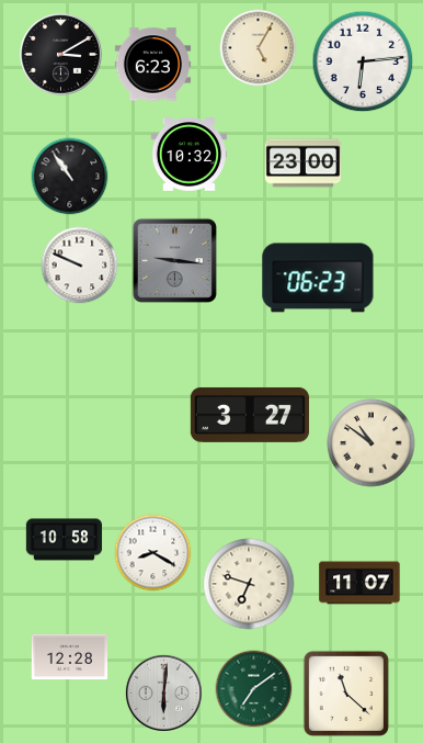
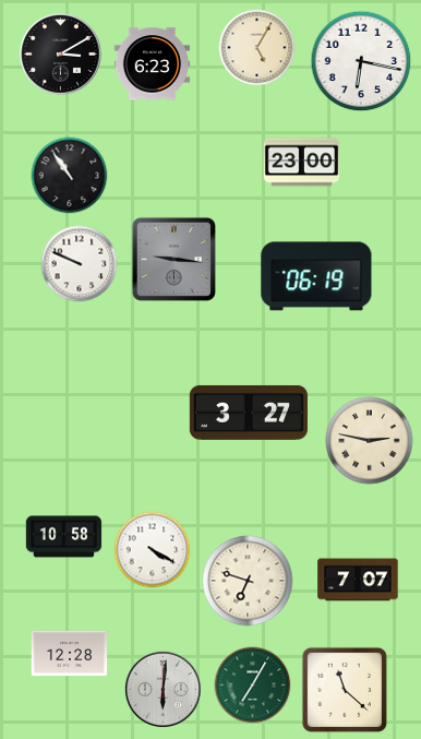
clock at (363, 61): 6:14 -> 6:17
clock at (190, 155): 10:32 -> none
clock at (318, 278): 06:23 -> 06:19
clock at (371, 443): 10:51 -> 2:47
clock at (153, 553): 8:20 -> 4:20
clock at (359, 583): 11:07 -> 7:07
clock at (254, 689): 7:09 -> 7:05
